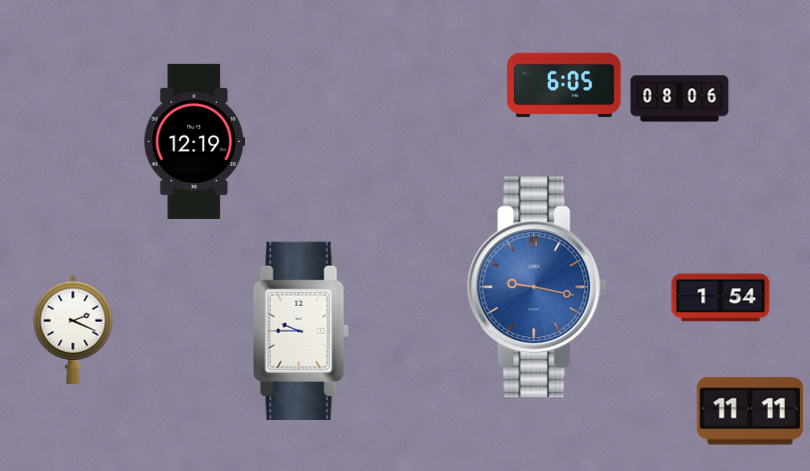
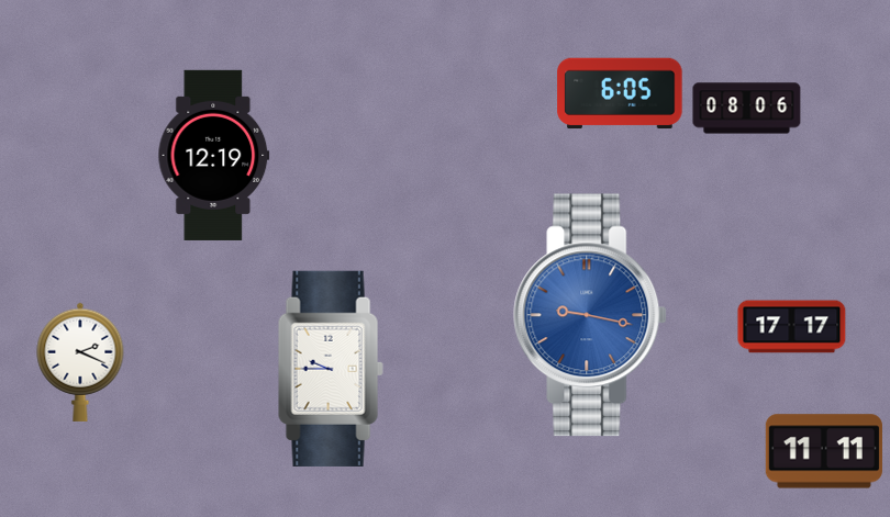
clock at (721, 298): 1:54 -> 17:17
clock at (301, 331) position: (301, 331) -> (331, 369)
